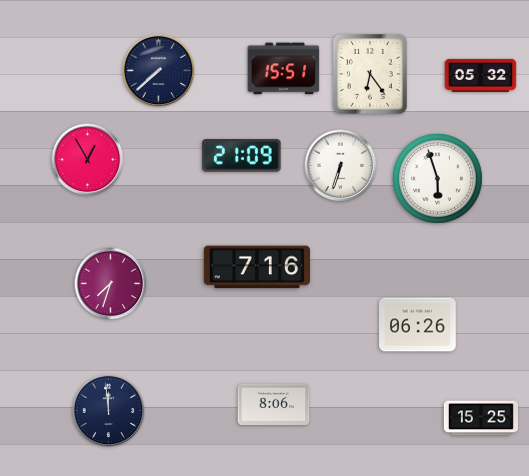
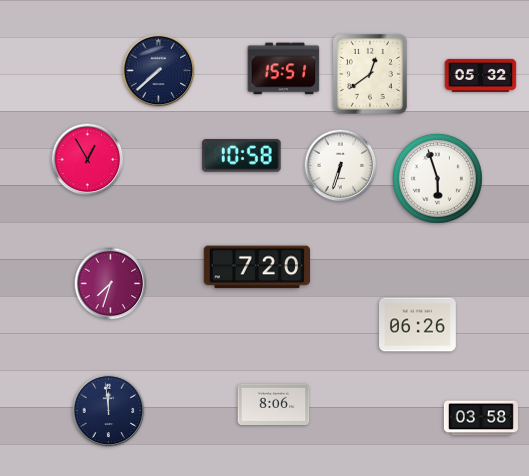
clock at (370, 74): 6:24 -> 12:39
clock at (242, 156): 21:09 -> 10:58
clock at (257, 267): 7:16 -> 7:20
clock at (481, 418): 15:25 -> 03:58
